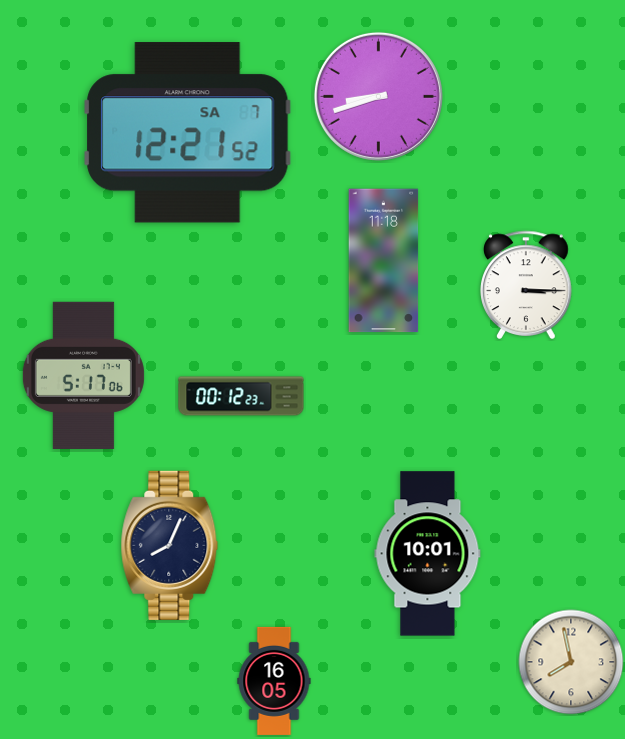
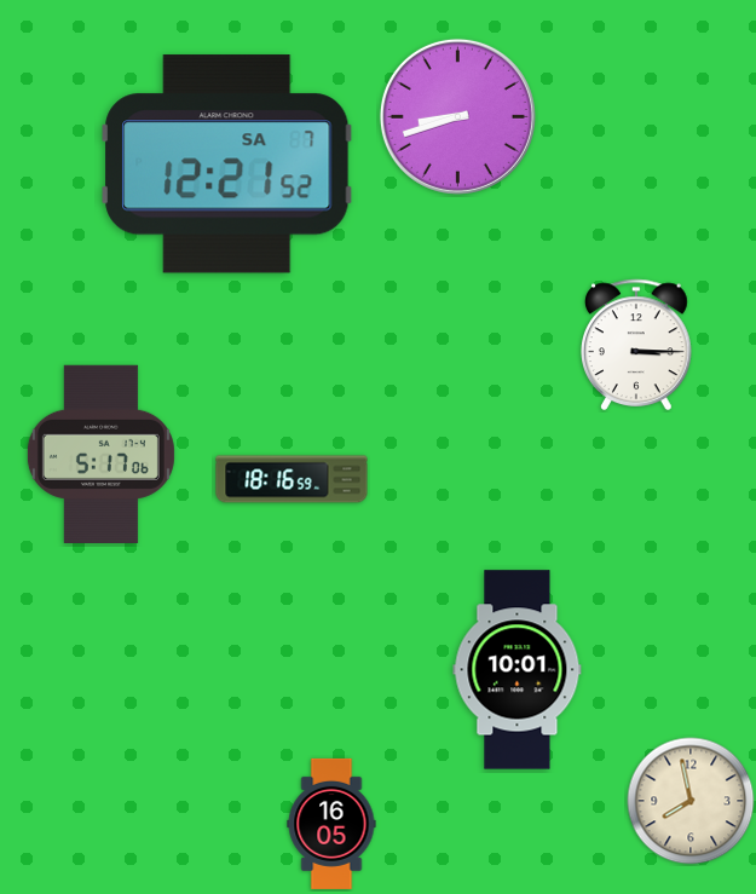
clock at (188, 133) position: (188, 133) -> (227, 165)
clock at (384, 261): 11:18 -> none
clock at (241, 396): 00:12 -> 18:16
clock at (170, 545): 8:04 -> none
